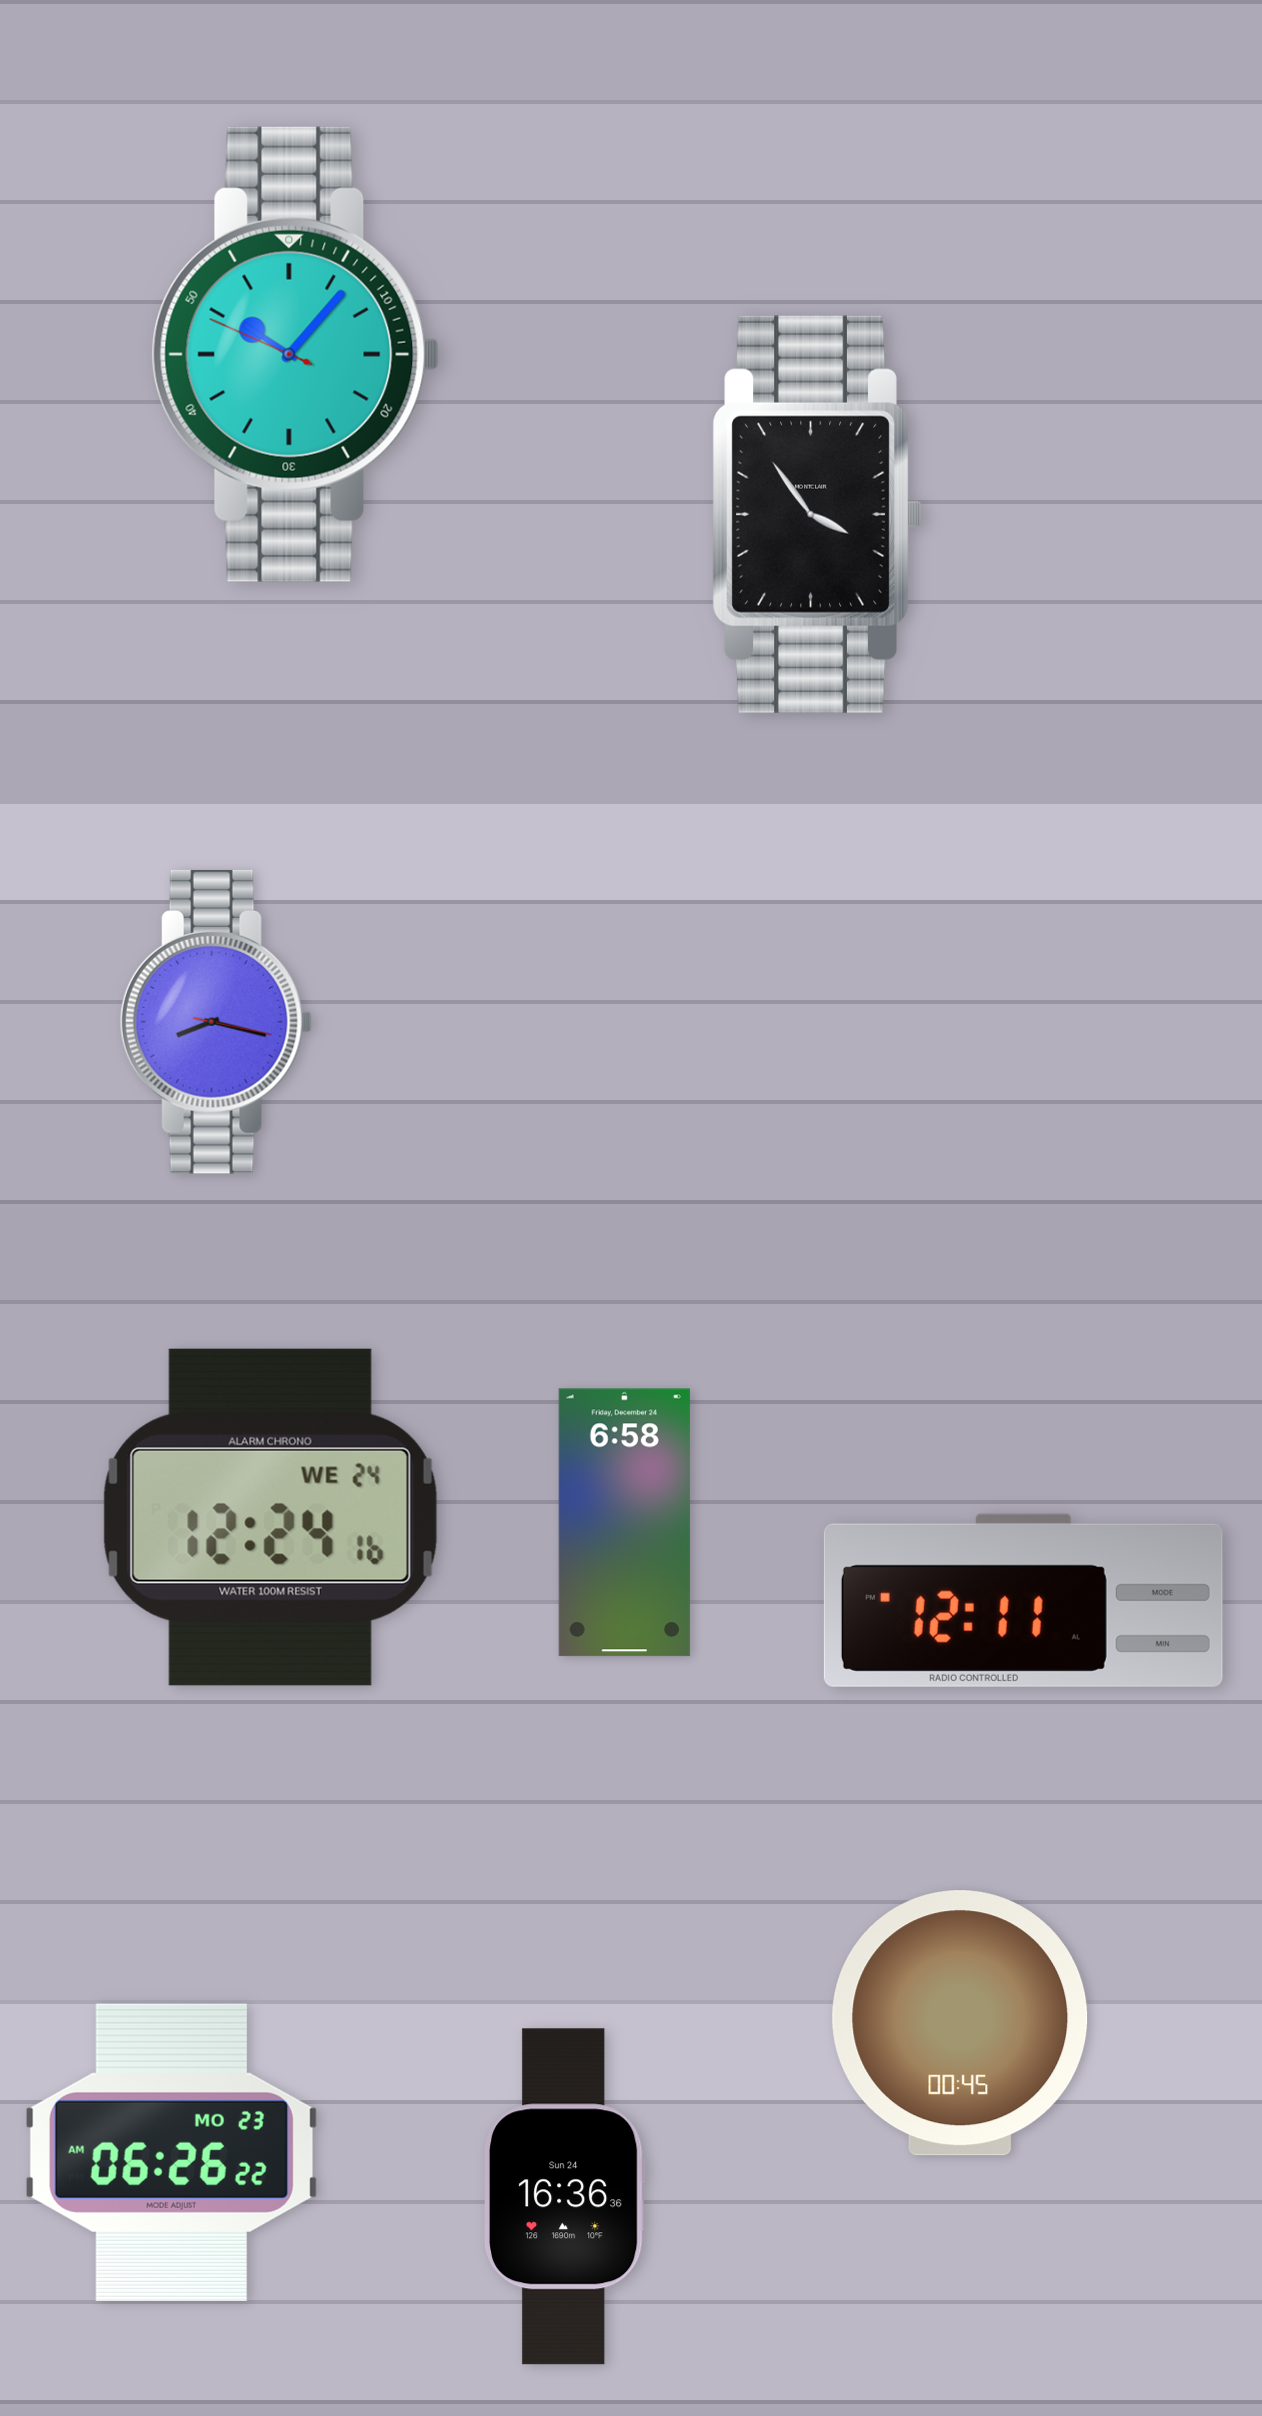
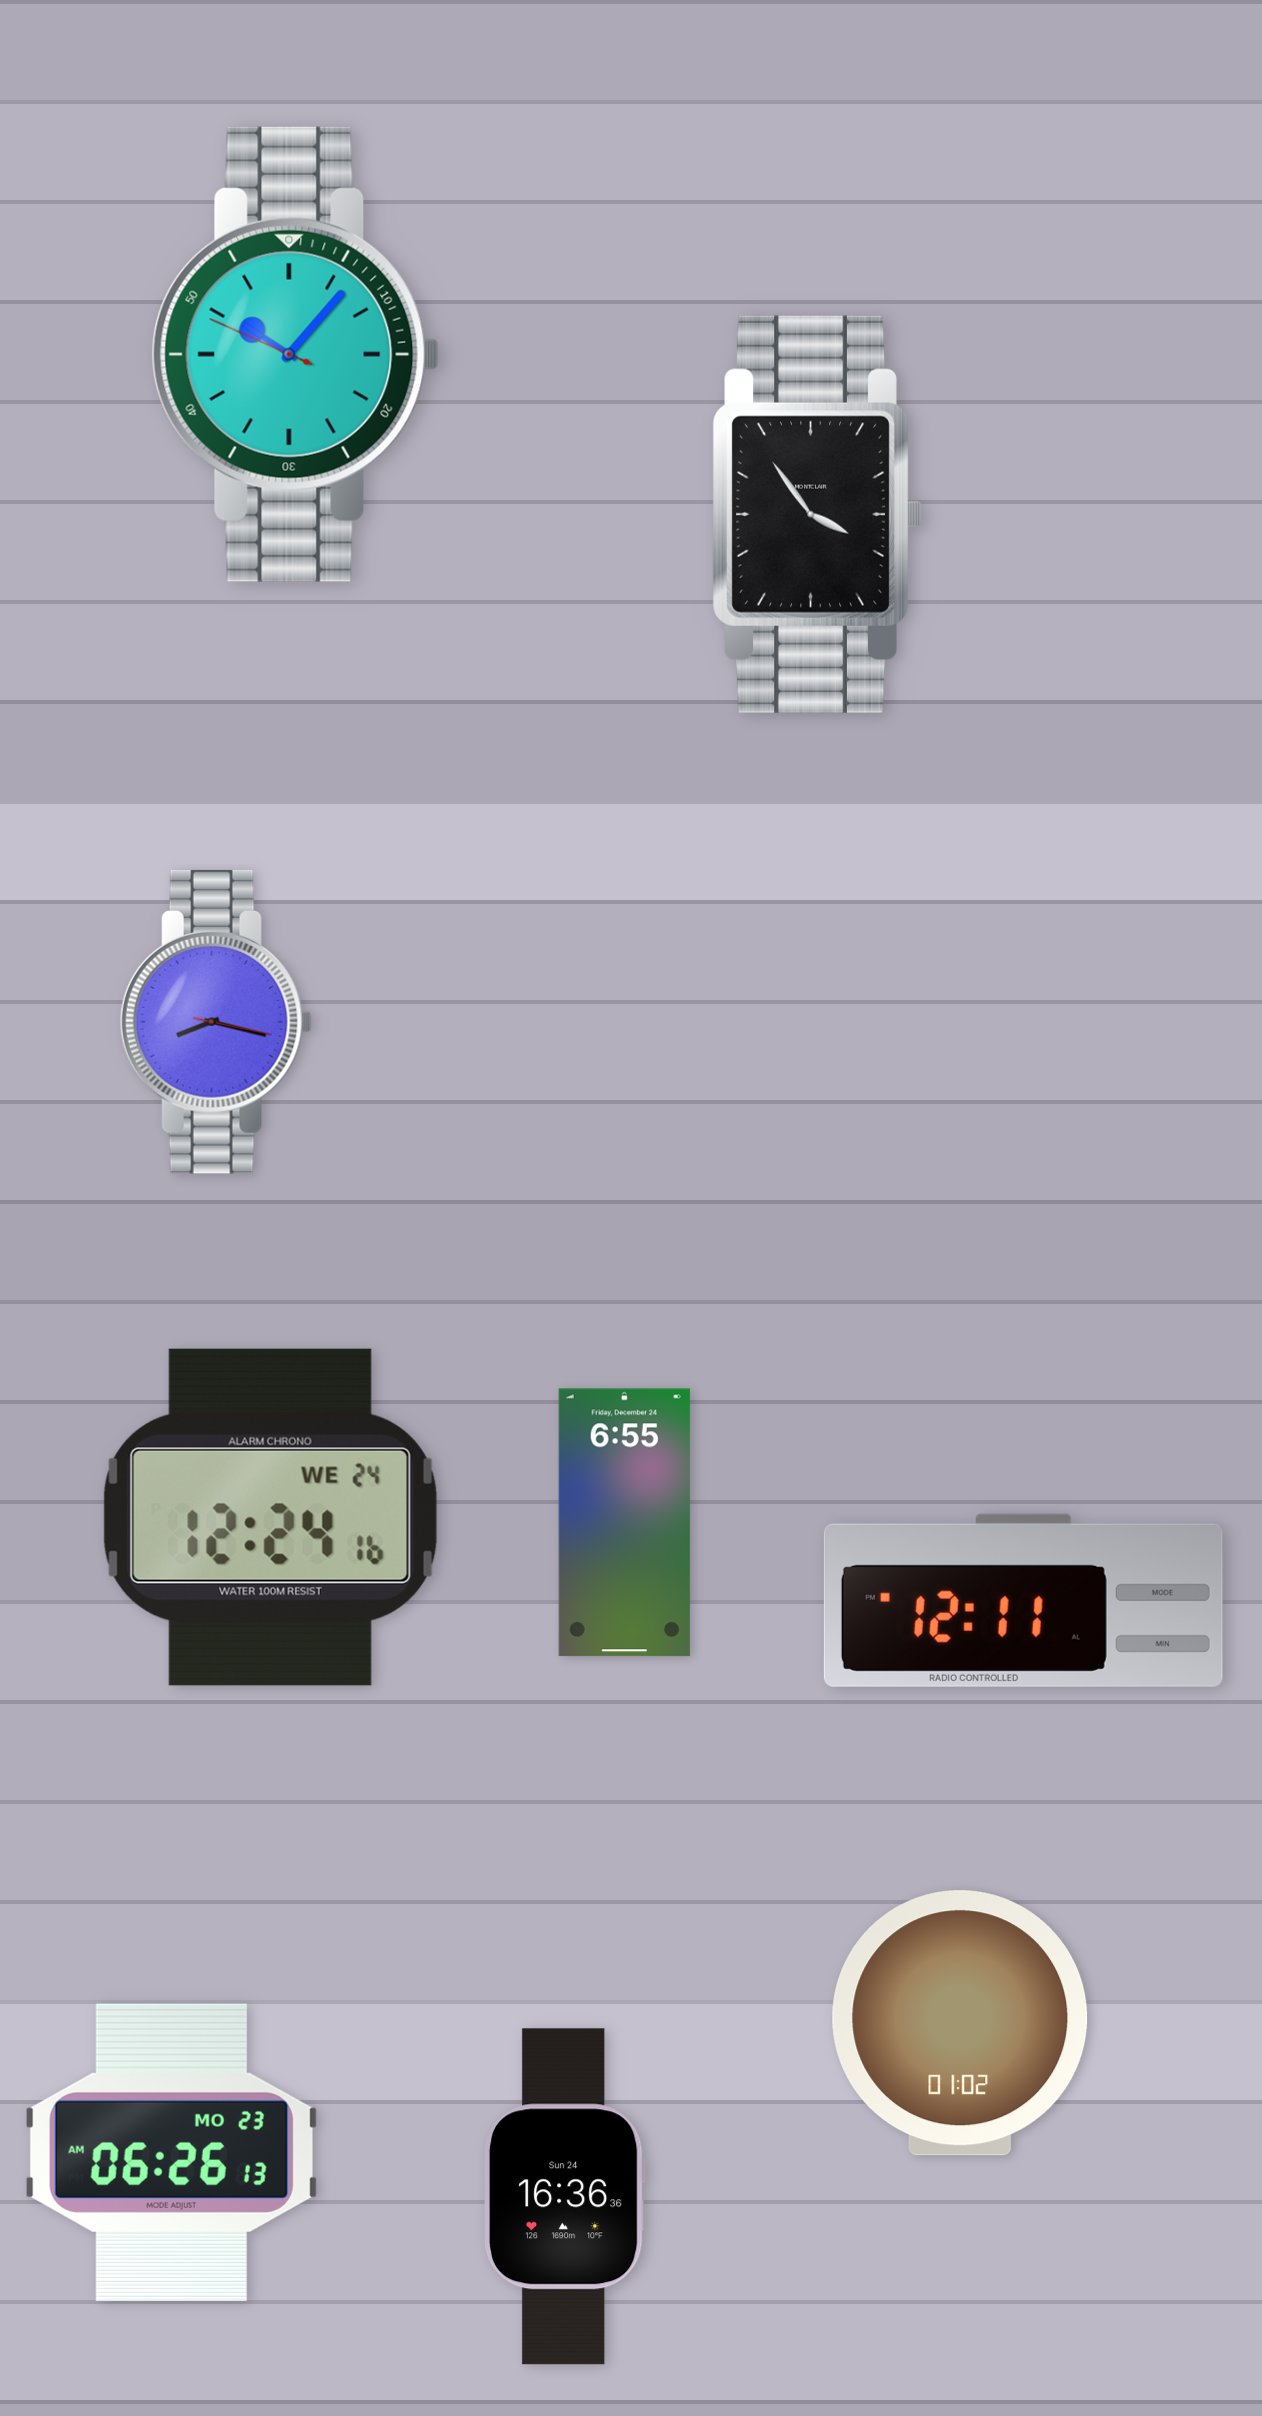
clock at (624, 1523): 6:58 -> 6:55
clock at (960, 2023): 00:45 -> 01:02
clock at (171, 2152): 06:26:22 AM -> 06:26:13 AM
